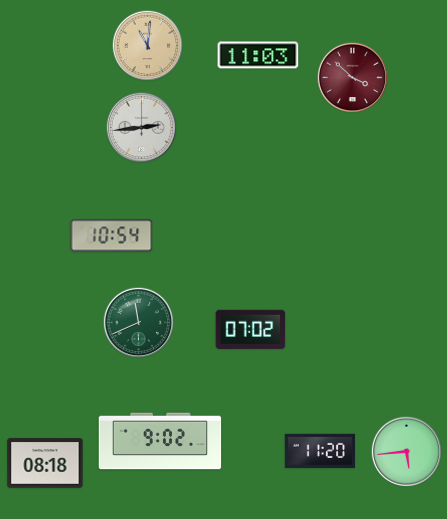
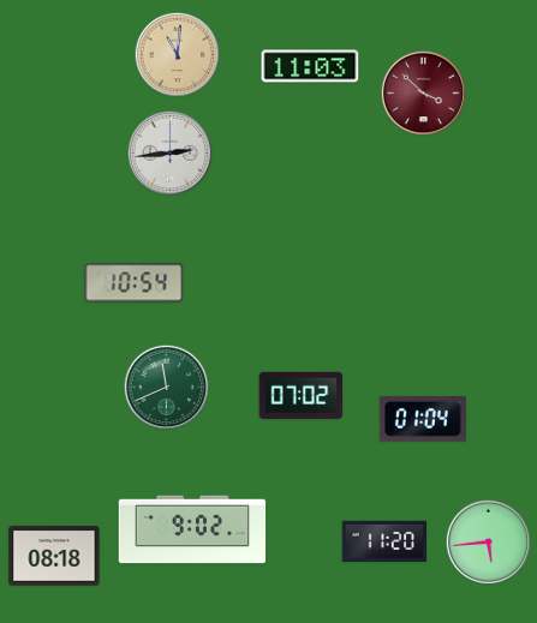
clock at (423, 419): none -> 01:04
